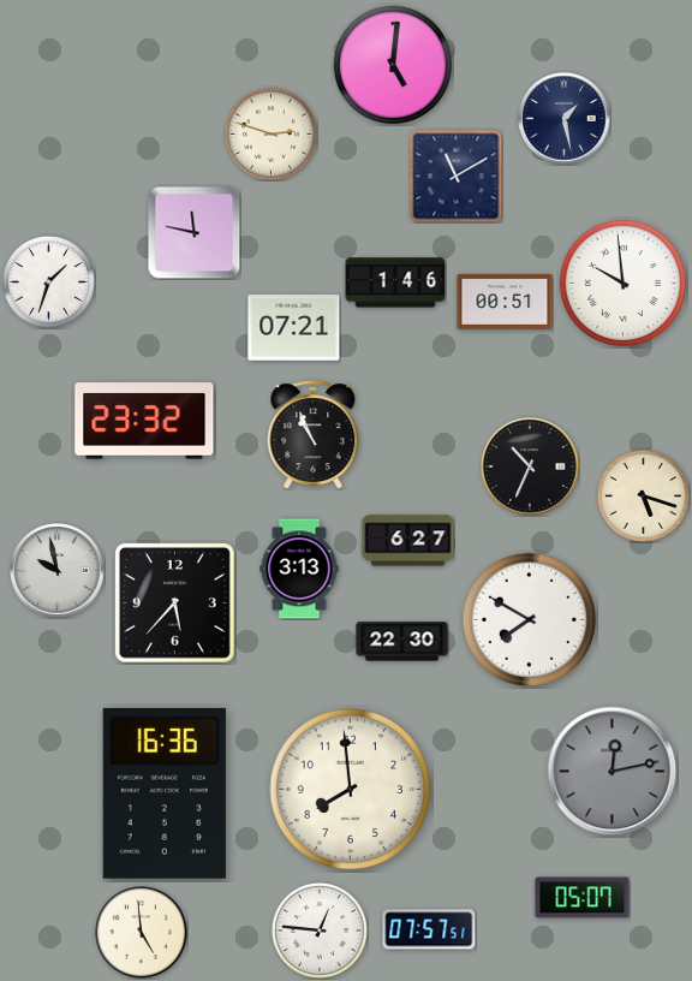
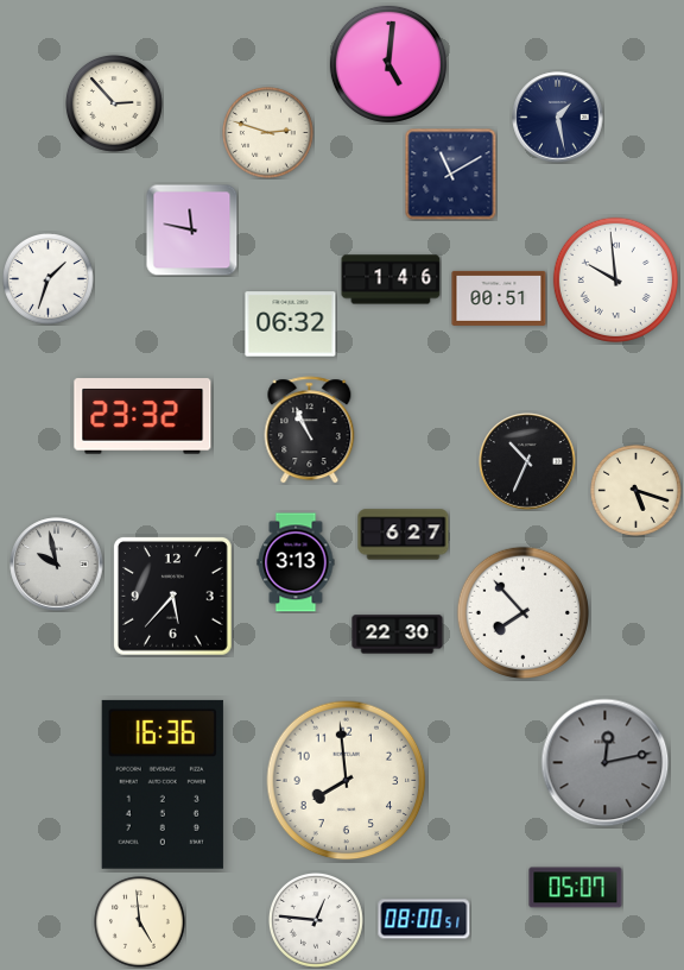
clock at (114, 103): none -> 2:53
clock at (294, 328): 07:21 -> 06:32
clock at (530, 466) position: (530, 466) -> (527, 461)
clock at (529, 619): 7:50 -> 7:53
clock at (429, 929): 07:57 -> 08:00
